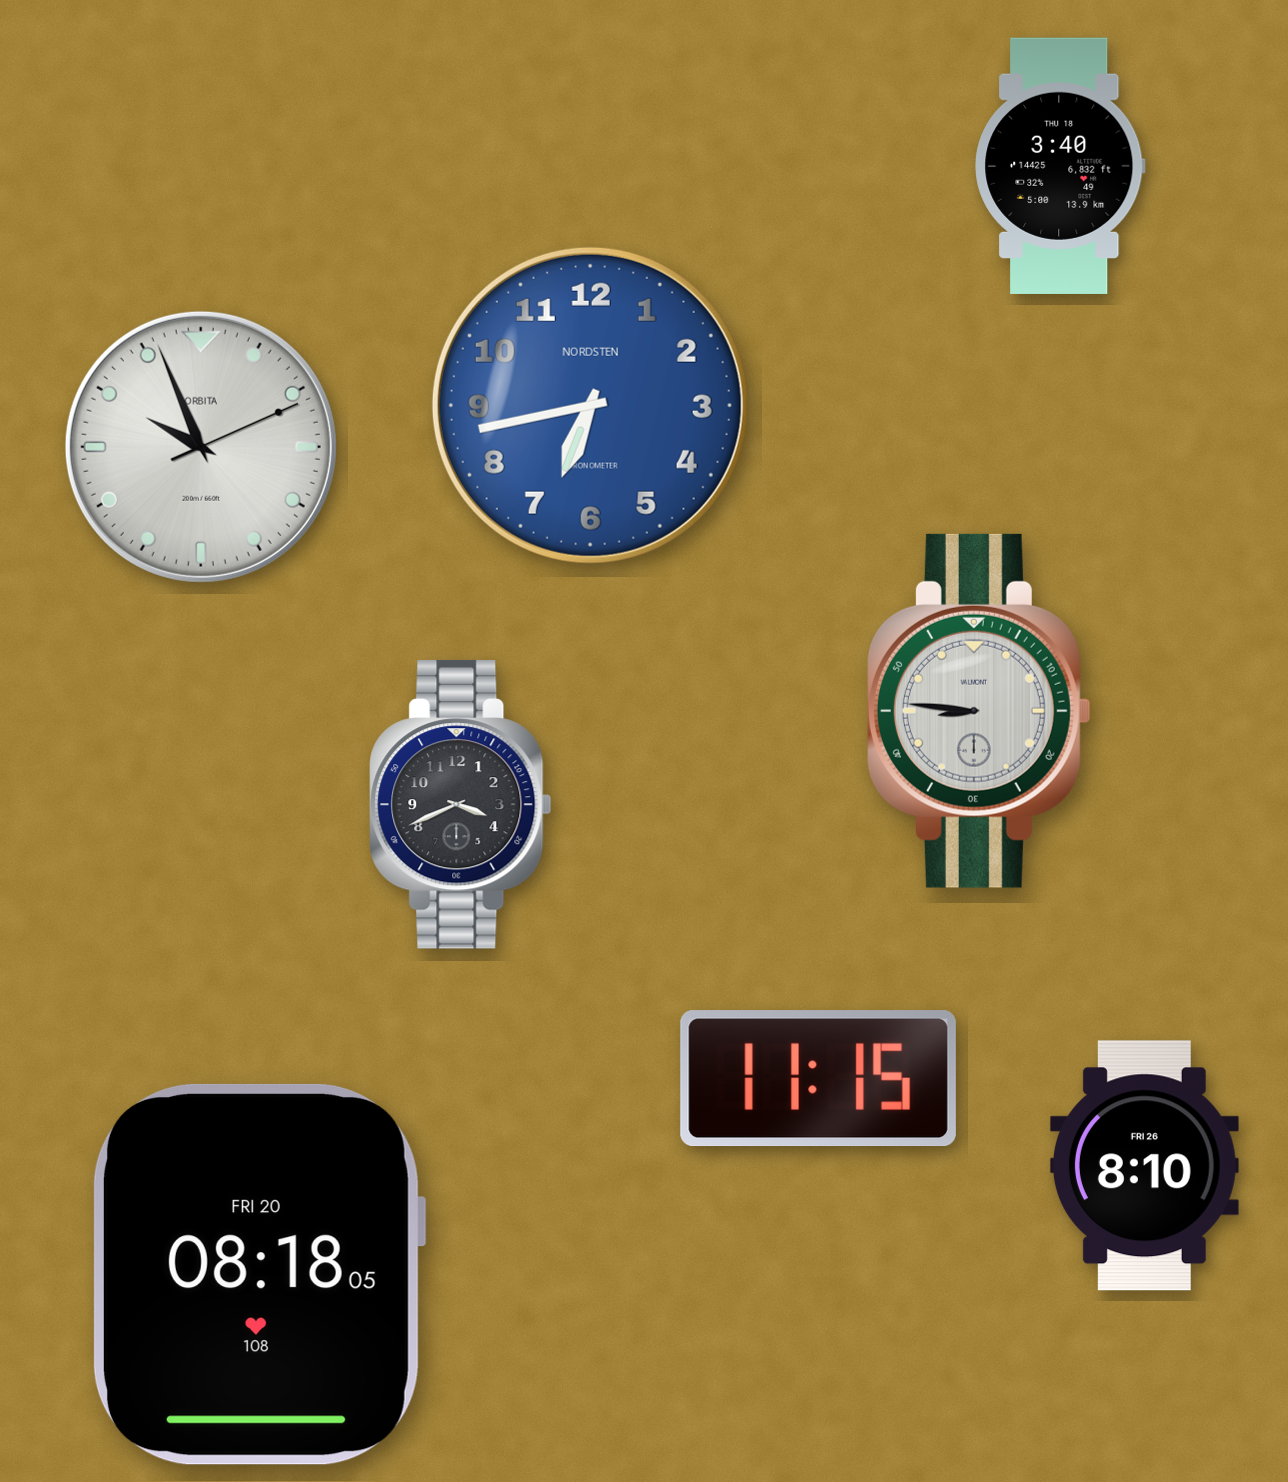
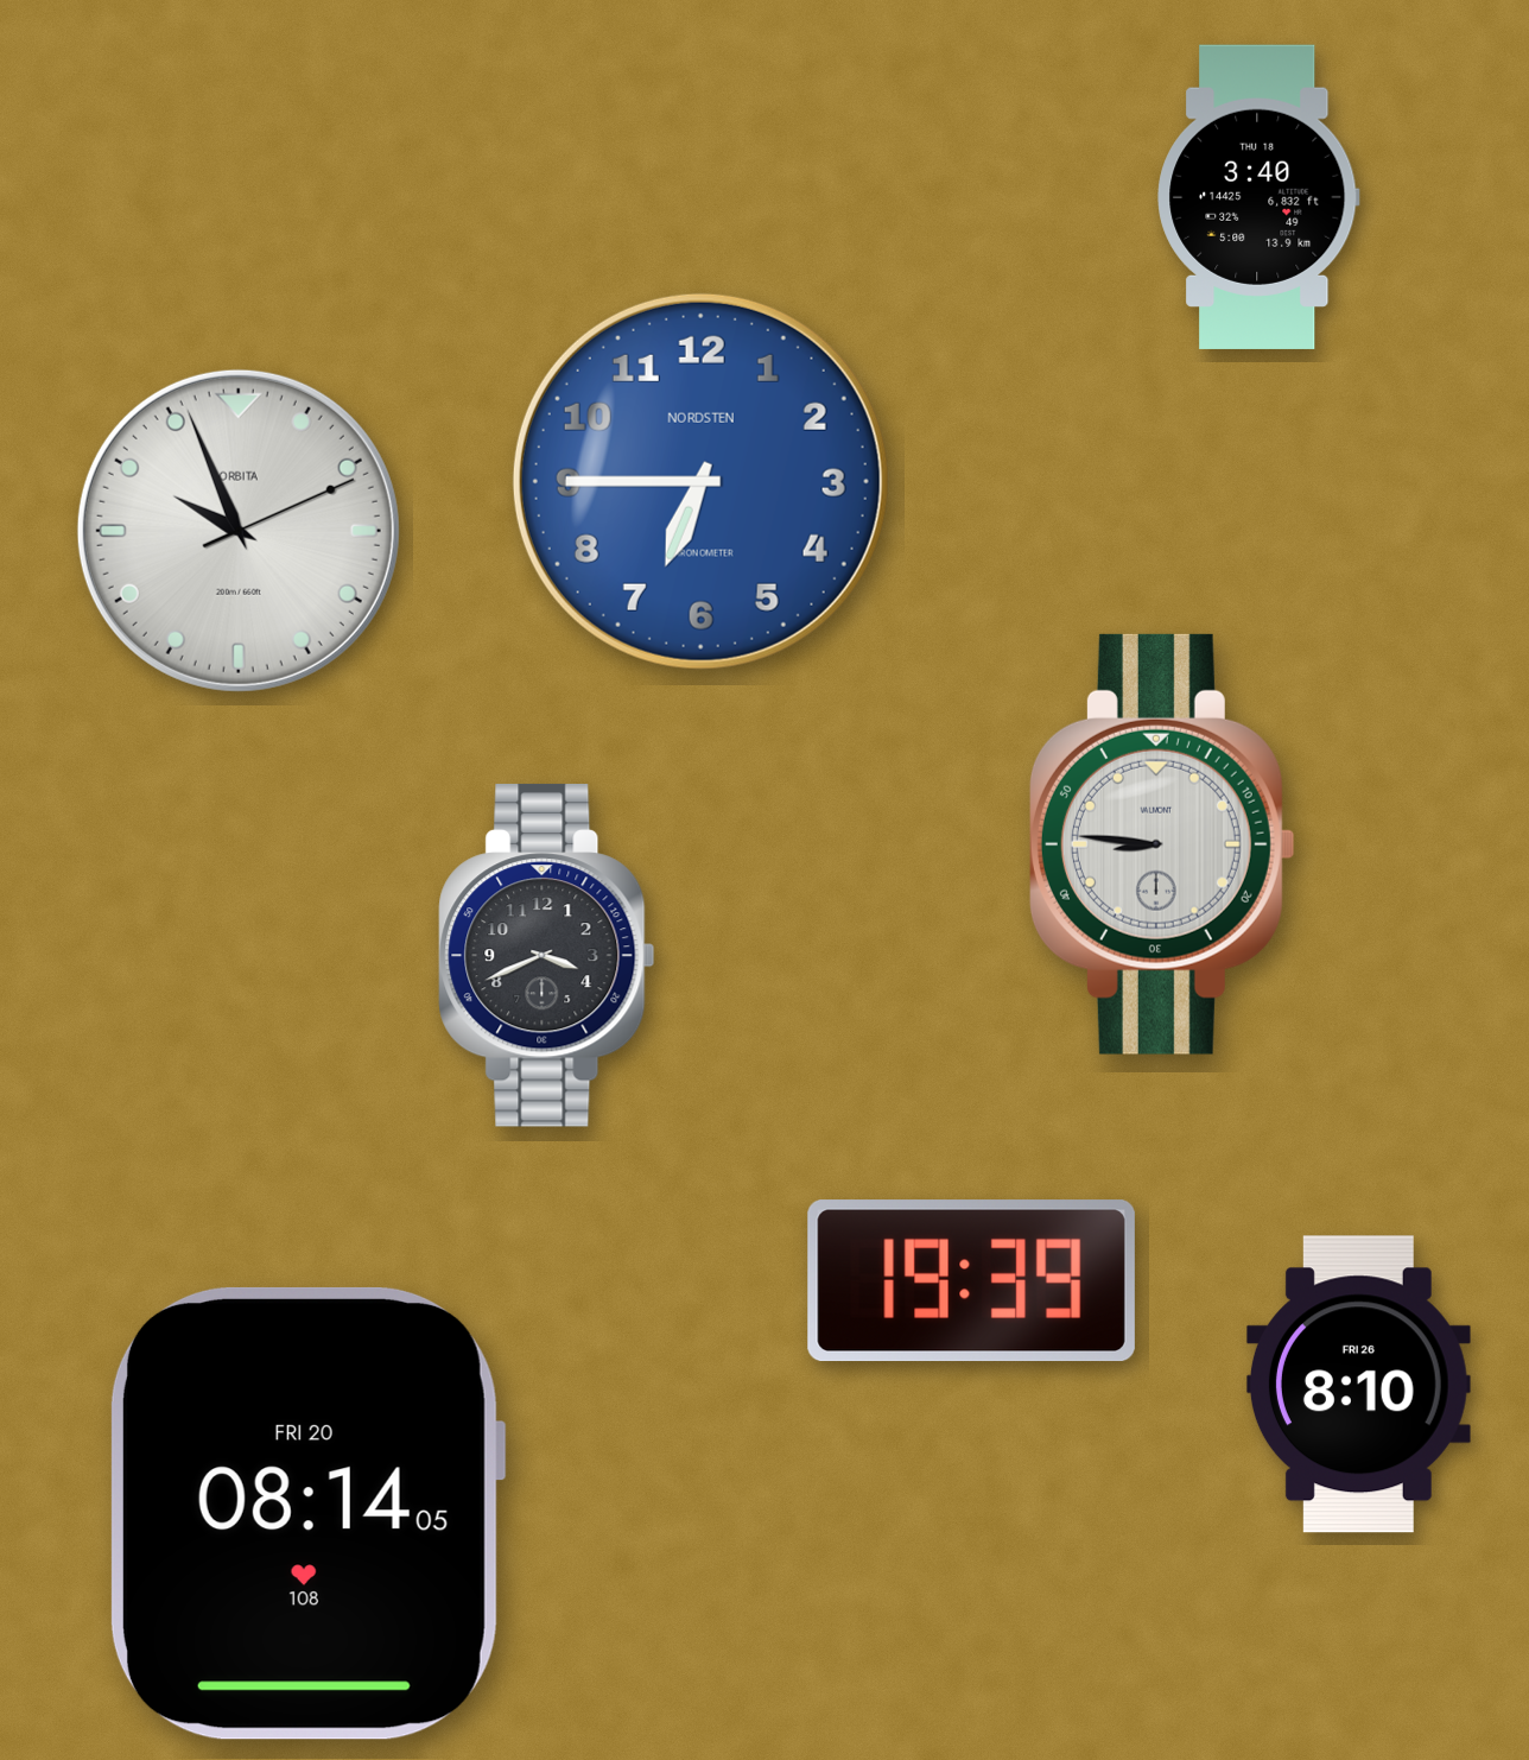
clock at (590, 405): 6:43 -> 6:45
clock at (818, 1079): 11:15 -> 19:39
clock at (259, 1274): 08:18 -> 08:14
